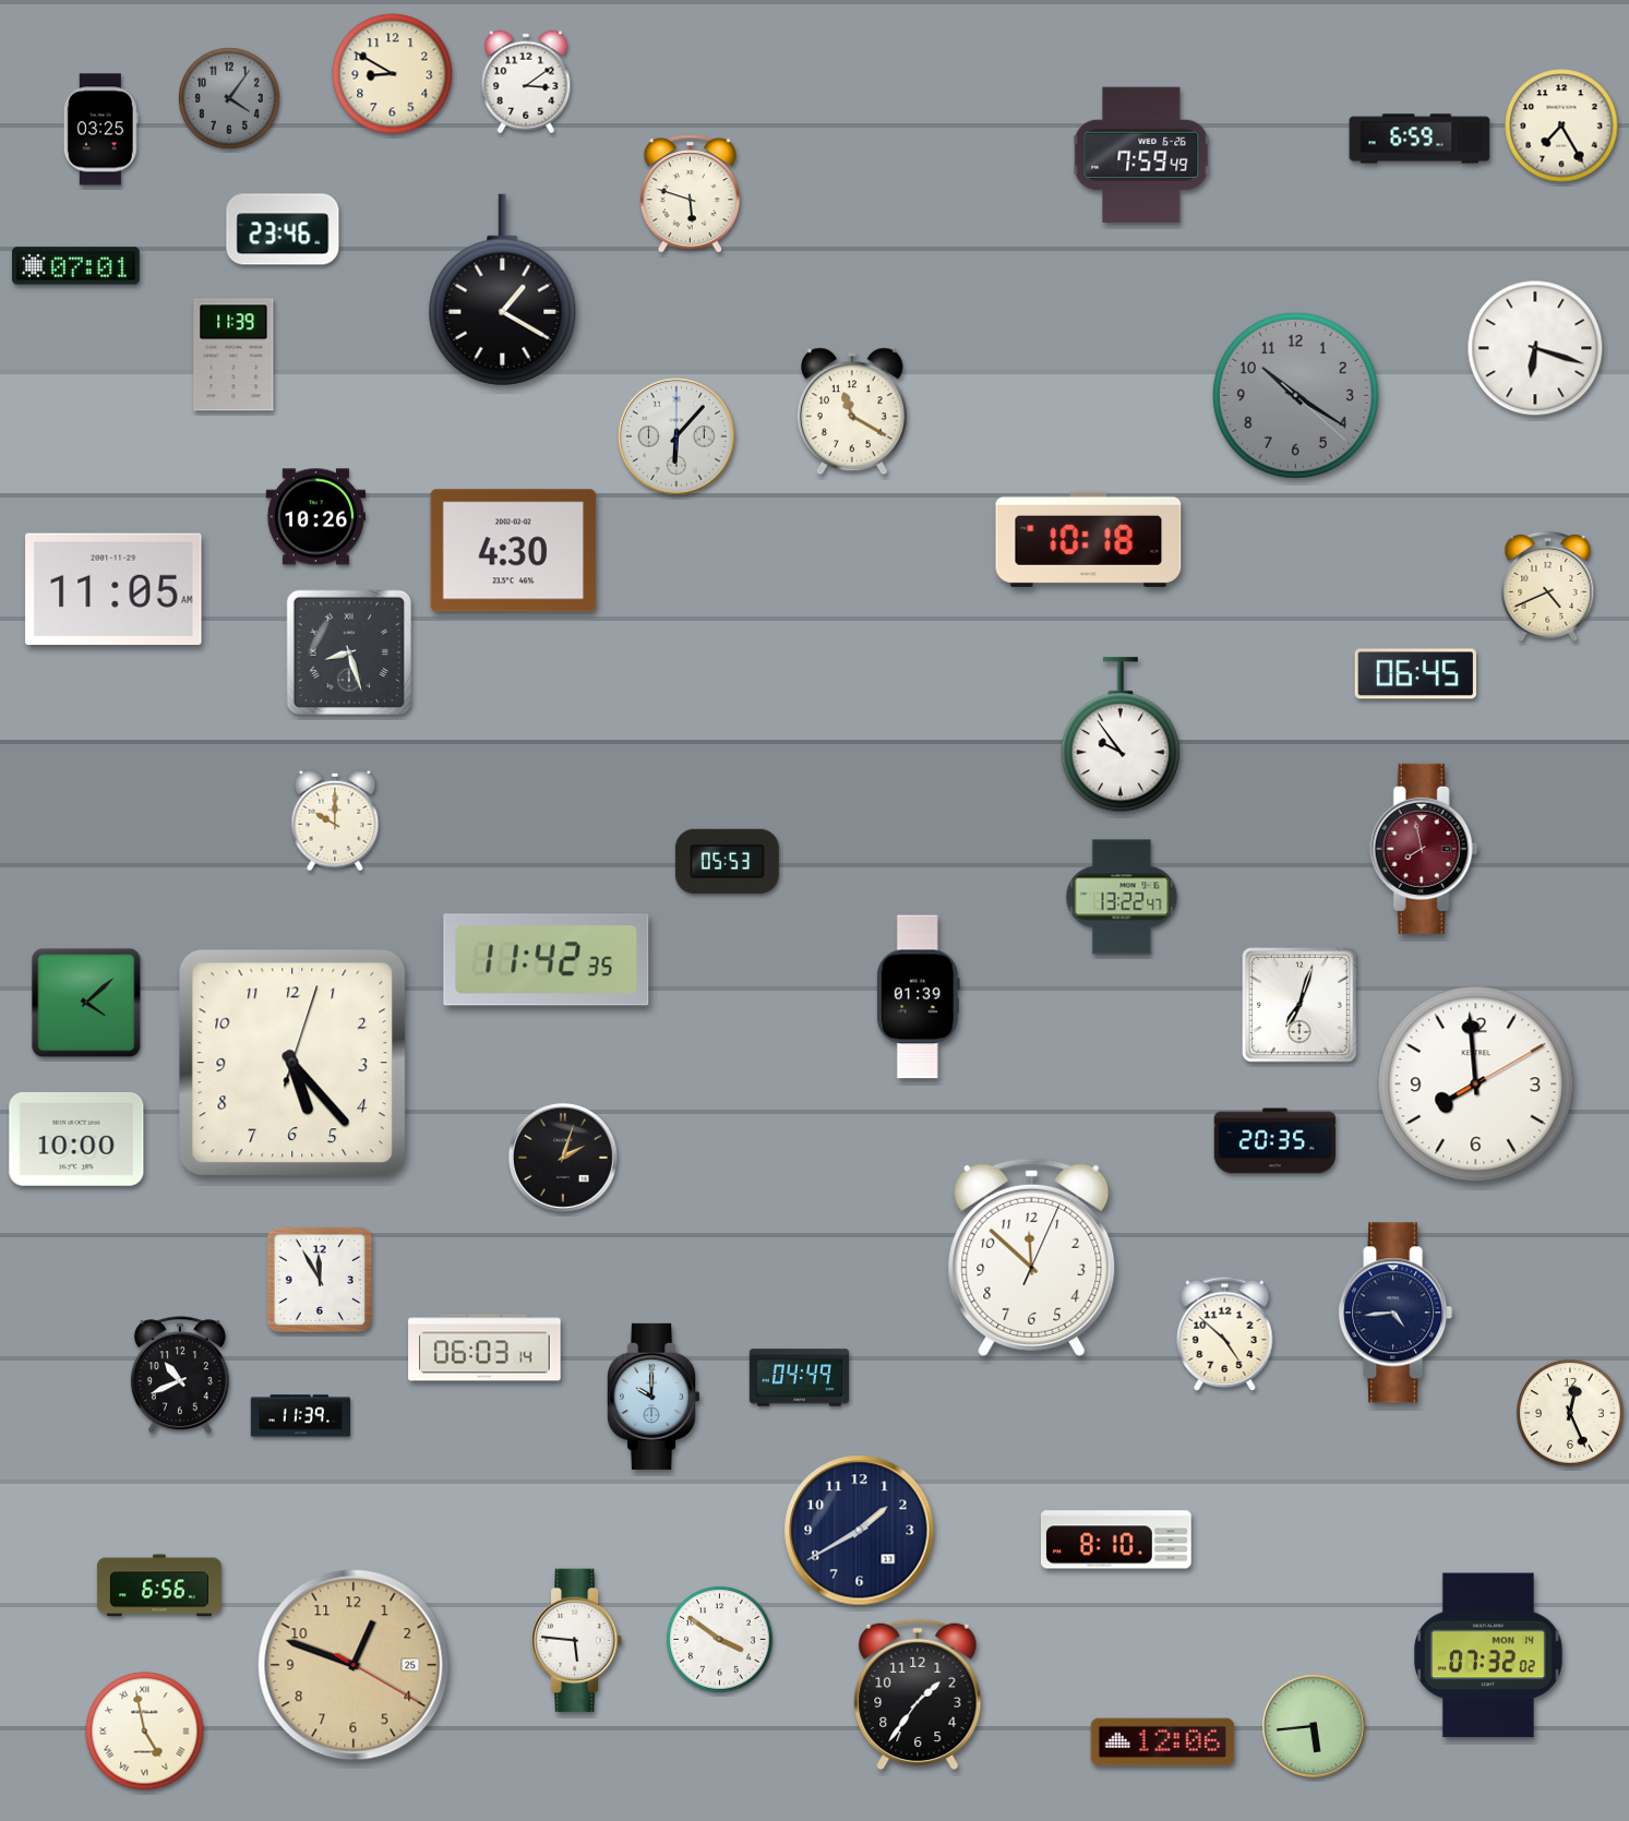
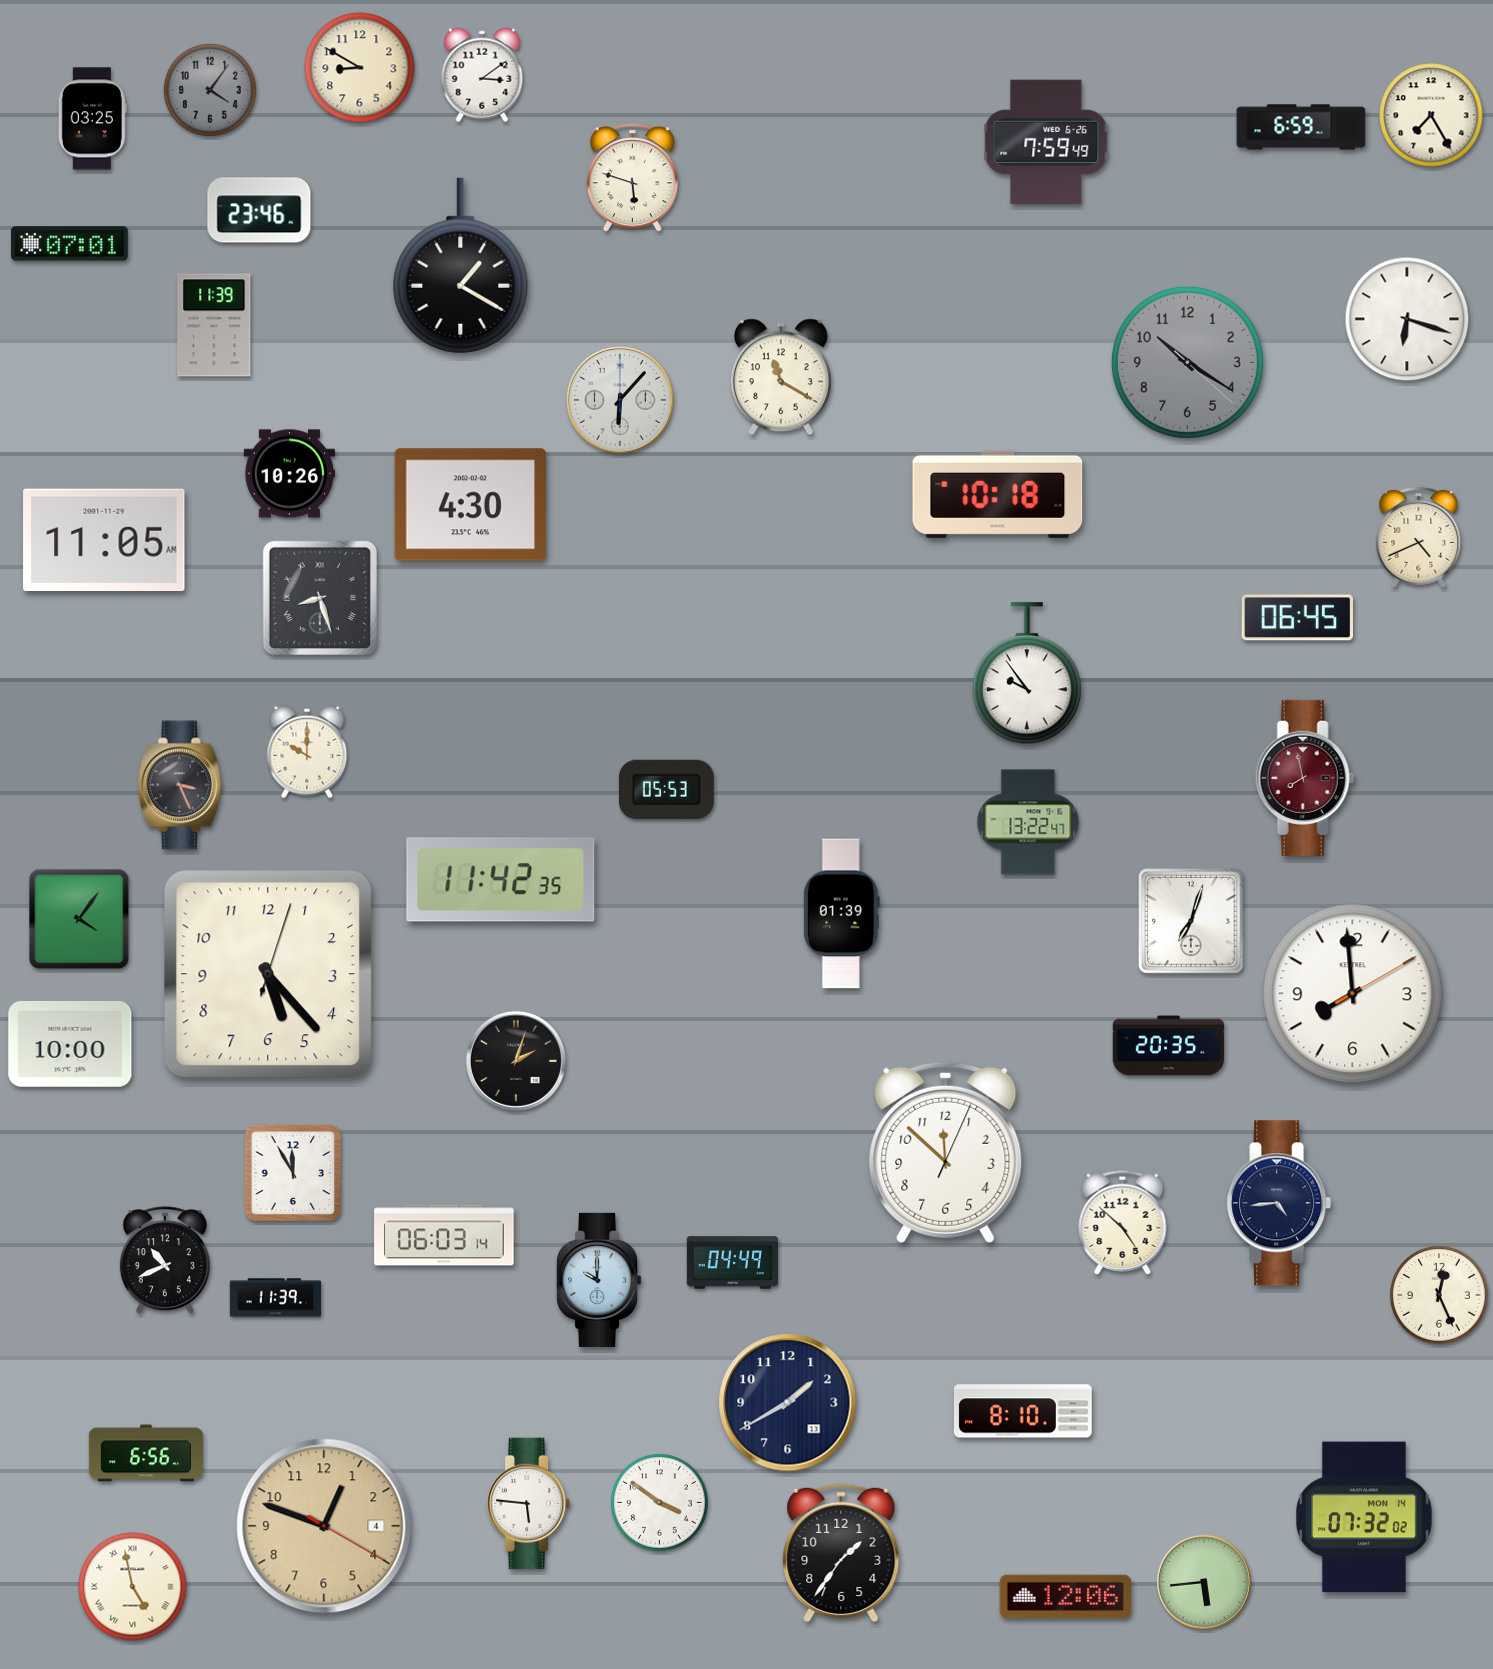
clock at (181, 785): none -> 3:26
clock at (86, 1003): 4:08 -> 4:06
clock at (354, 1665) date: 25 -> 4
